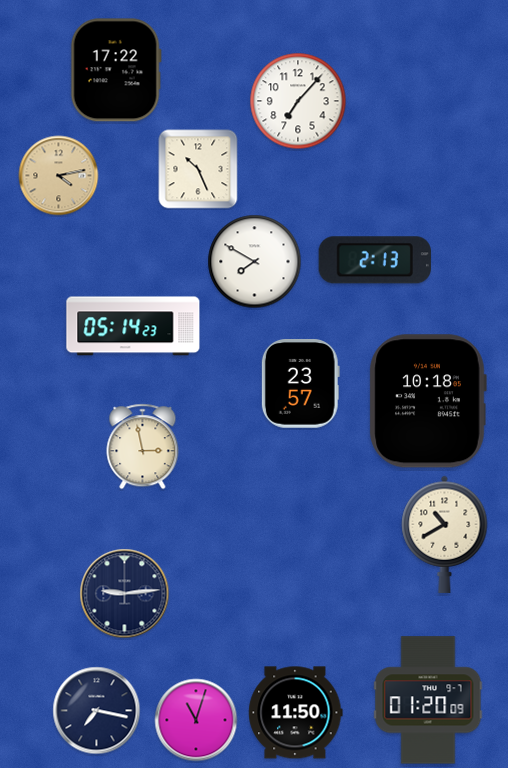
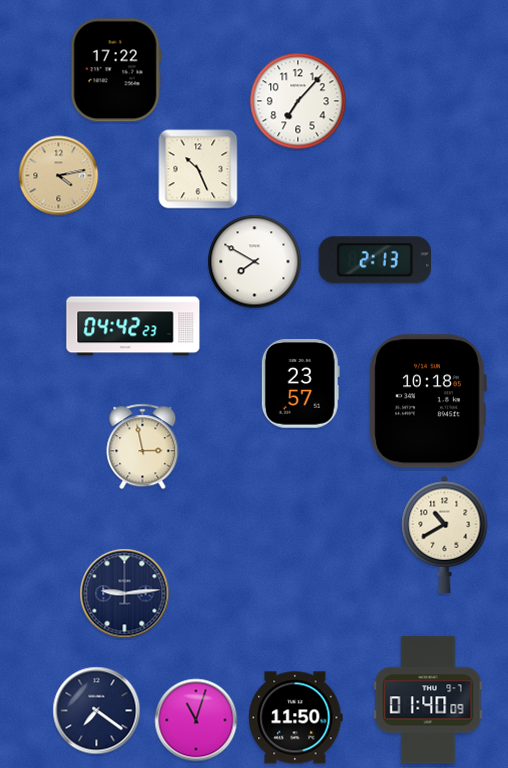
clock at (133, 326): 05:14 -> 04:42
clock at (428, 700): 01:20 -> 01:40
clock at (97, 711): 7:17 -> 7:21
clock at (296, 713) position: (296, 713) -> (296, 718)
